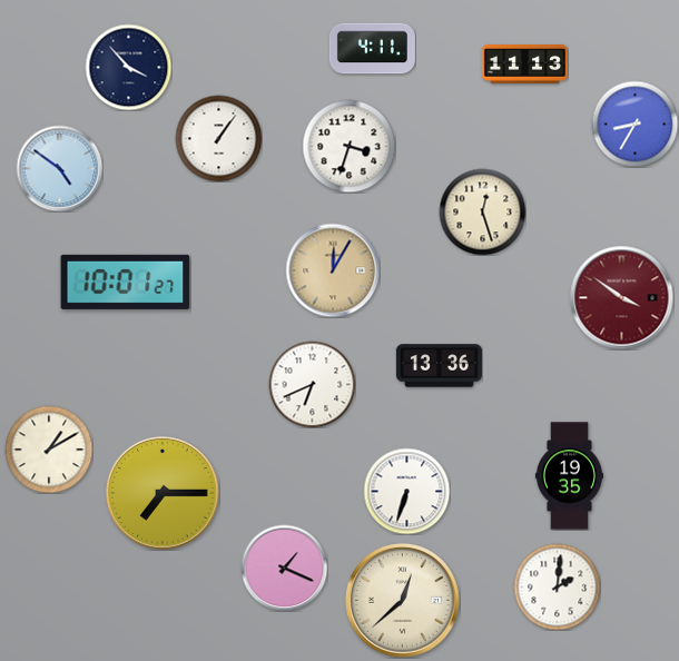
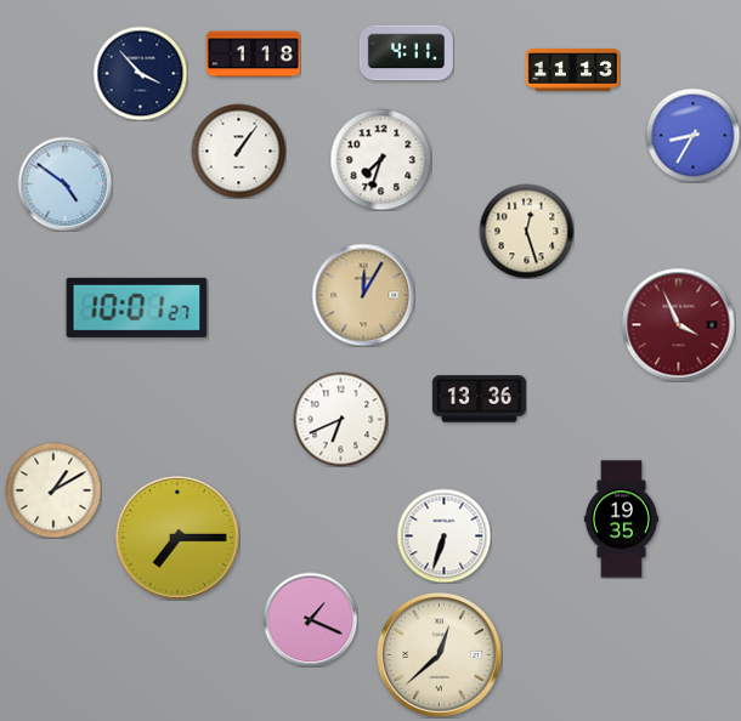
clock at (253, 55): none -> 1:18
clock at (348, 146): 3:33 -> 7:33
clock at (621, 297): 3:51 -> 3:56
clock at (557, 586): 2:01 -> none
